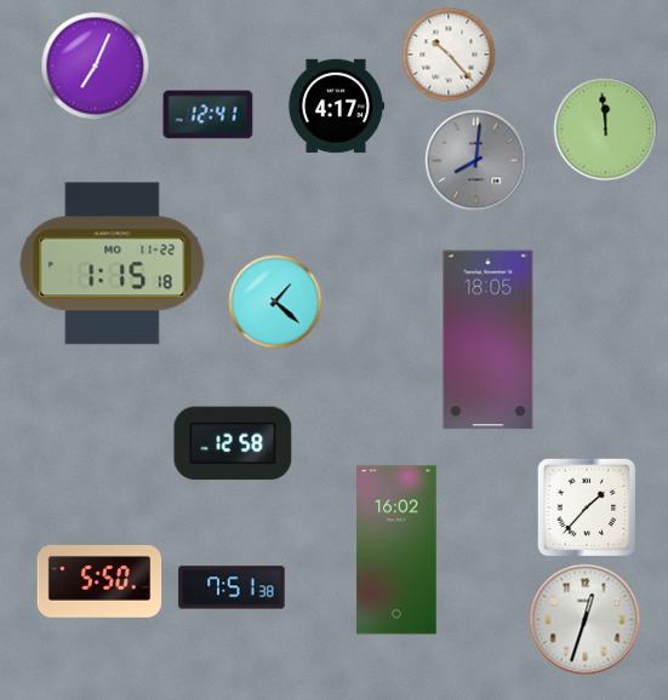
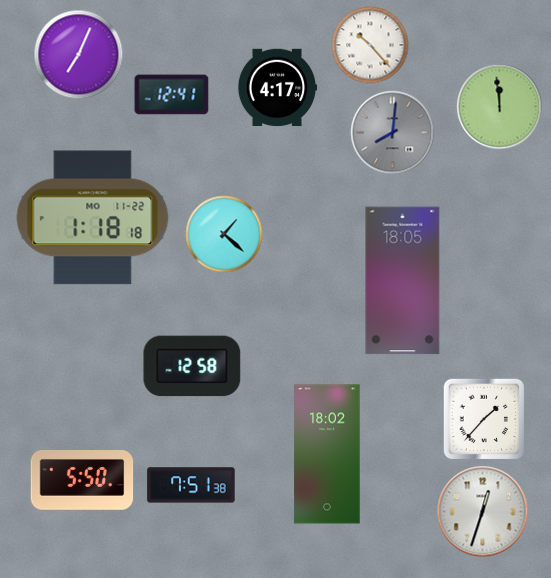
clock at (113, 264): 1:15 -> 1:18
clock at (275, 302) position: (275, 302) -> (224, 234)
clock at (396, 550): 16:02 -> 18:02
